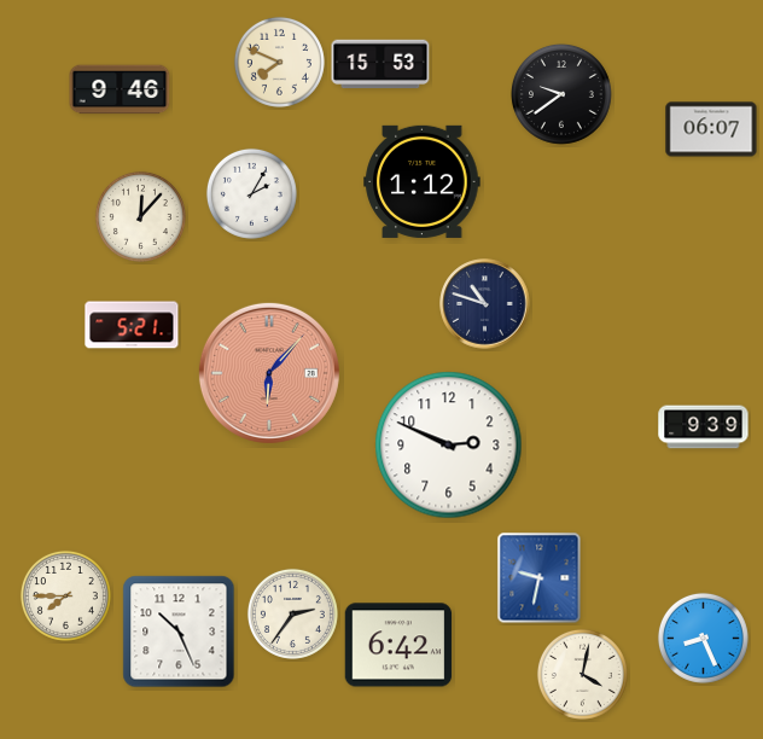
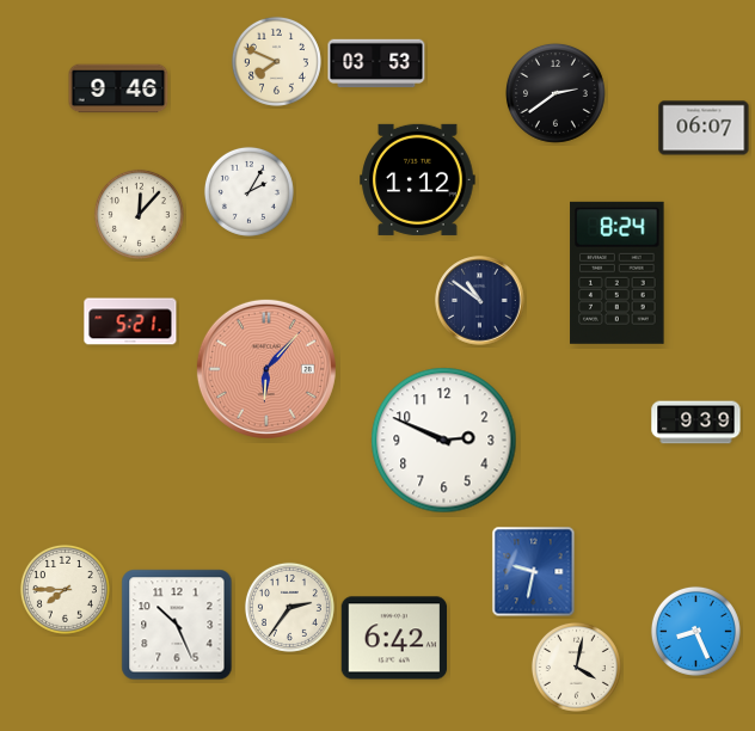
clock at (380, 64): 15:53 -> 03:53
clock at (563, 95): 9:39 -> 2:39
clock at (618, 272): none -> 8:24
clock at (485, 304): 10:48 -> 10:51
